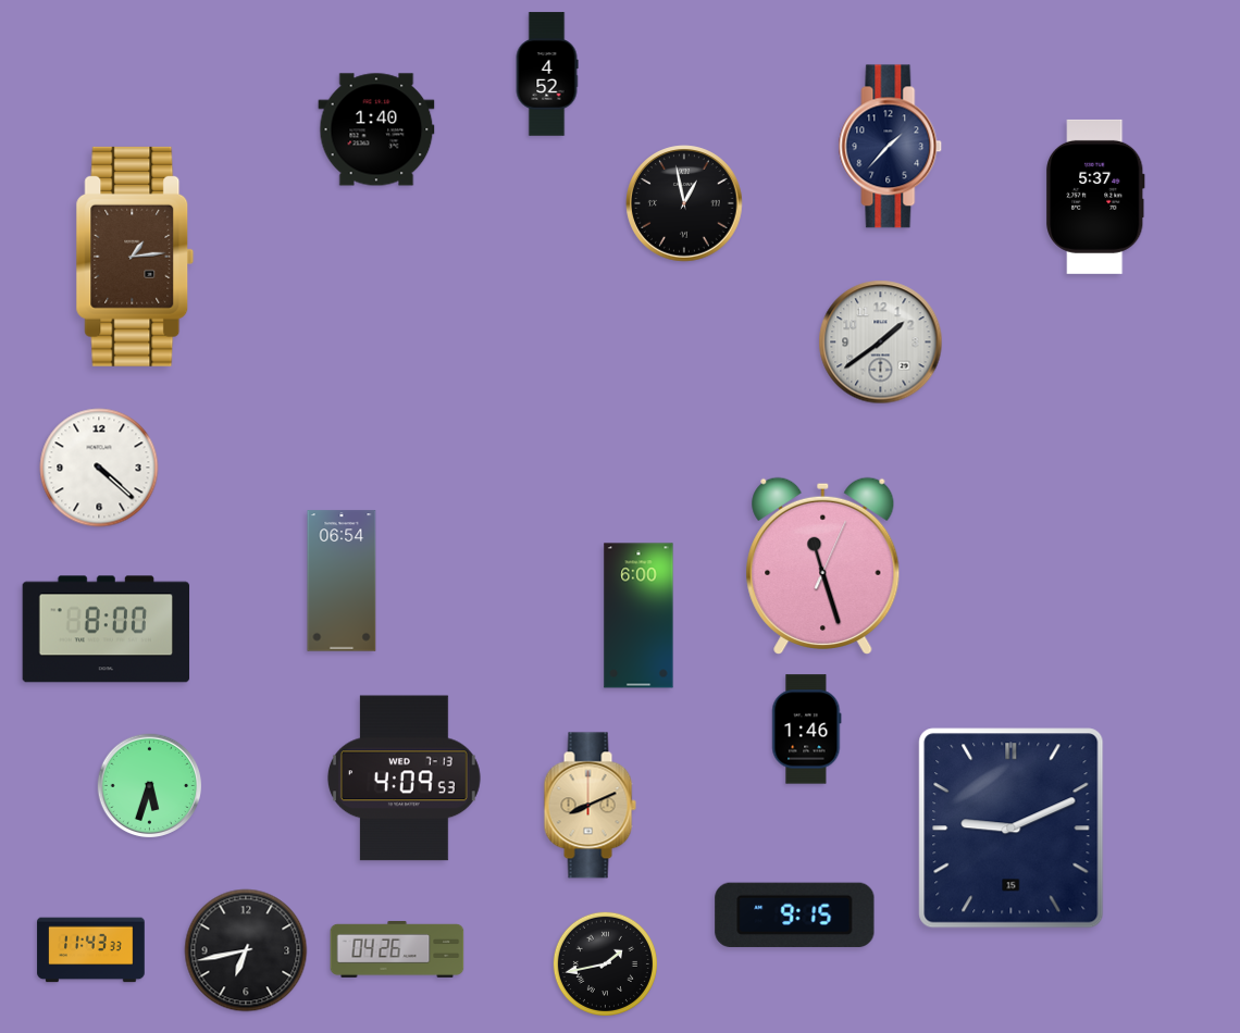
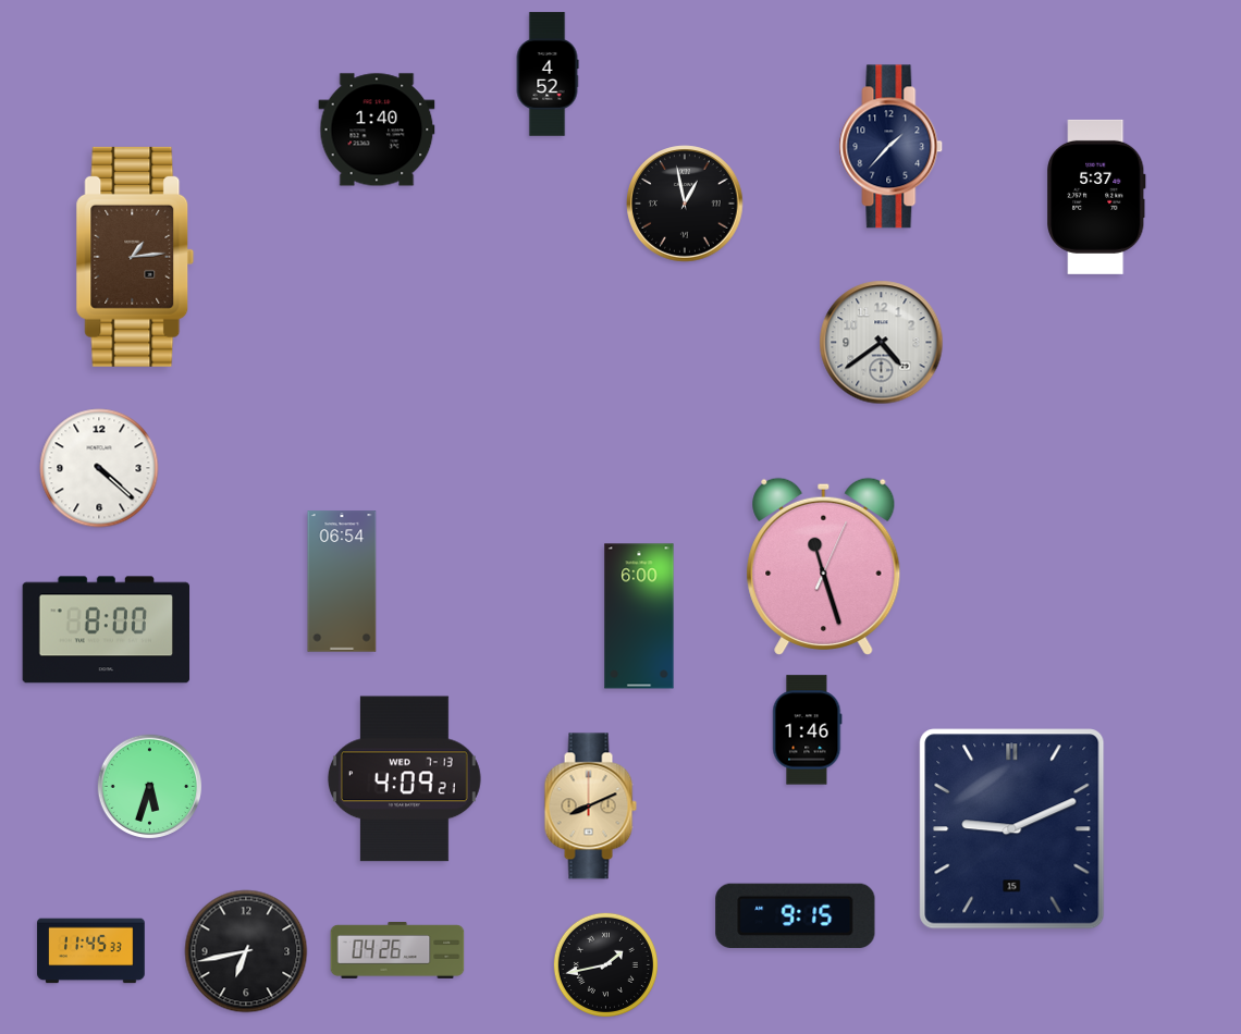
clock at (881, 343): 1:39 -> 4:39
clock at (404, 779): 4:09:53 -> 4:09:21
clock at (91, 950): 11:43 -> 11:45
